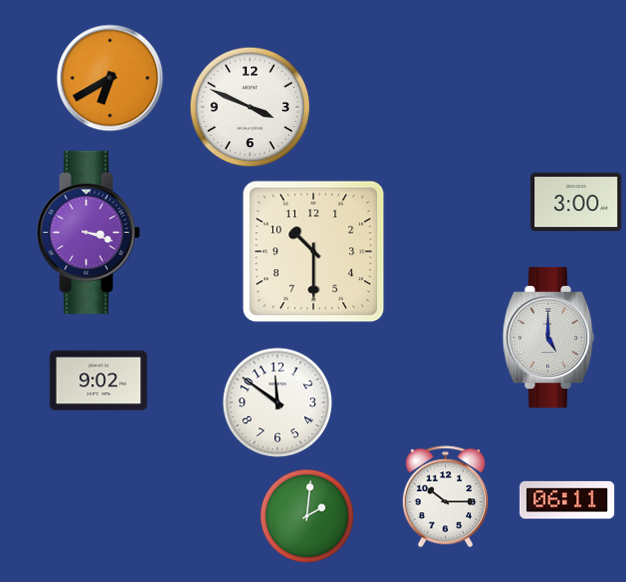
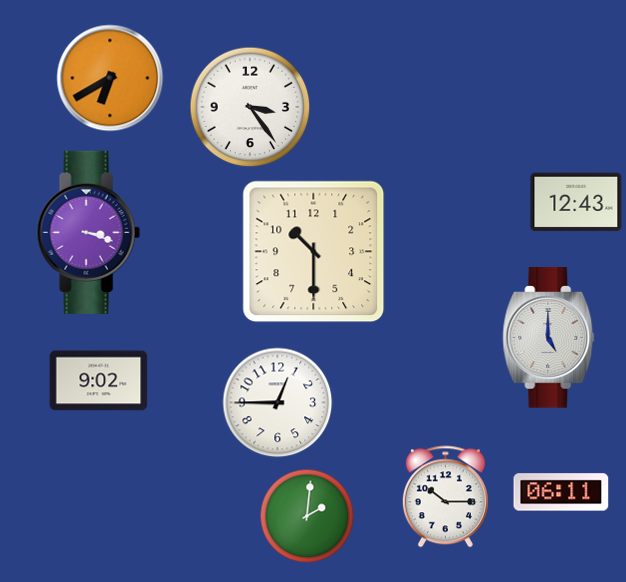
clock at (250, 107): 3:49 -> 3:24
clock at (576, 202): 3:00 -> 12:43
clock at (278, 403): 11:51 -> 12:45
clock at (567, 500) position: (567, 500) -> (561, 492)
